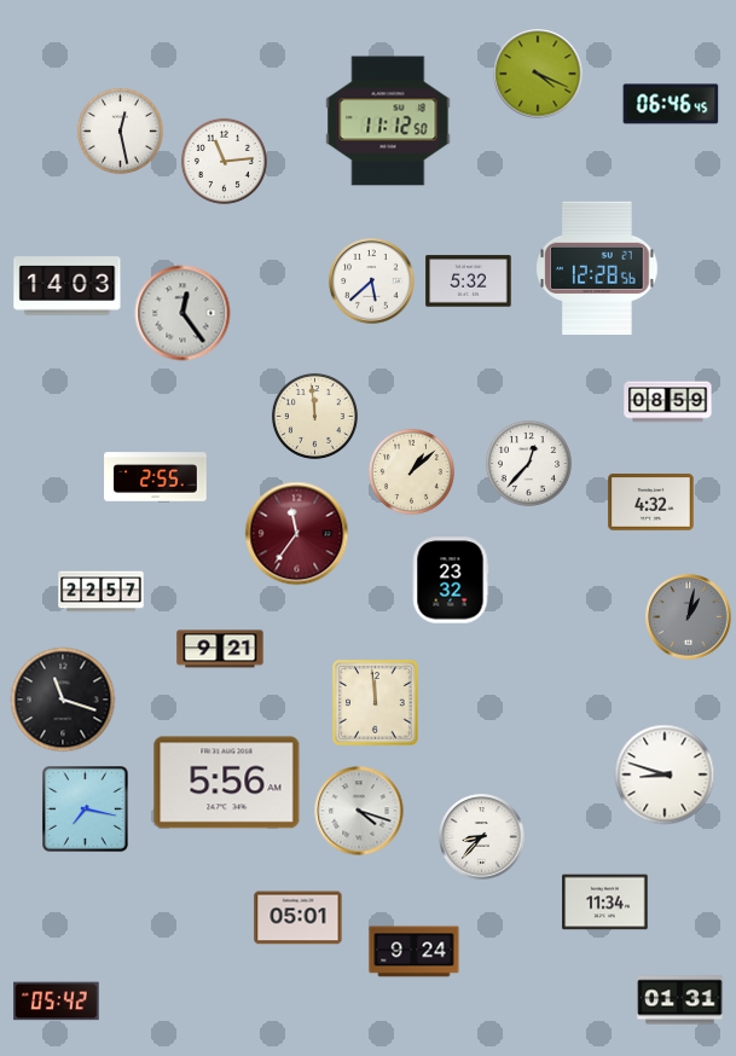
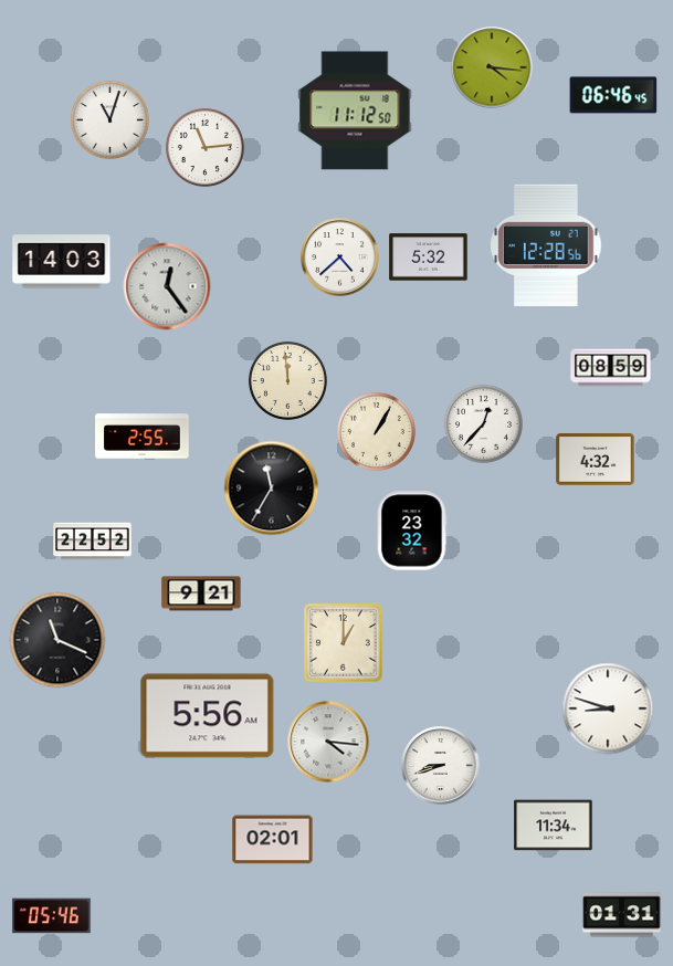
clock at (538, 74): 4:19 -> 4:16
clock at (120, 130): 12:28 -> 11:03
clock at (372, 282): 5:38 -> 4:38
clock at (411, 471): 1:08 -> 1:05
clock at (297, 534): 11:36 -> 11:35
clock at (297, 534) dial: burgundy -> black
clock at (102, 592): 22:57 -> 22:52
clock at (689, 617): 1:02 -> none
clock at (63, 700): 11:18 -> 11:19
clock at (376, 703): 11:59 -> 1:00
clock at (86, 810): 7:17 -> none
clock at (359, 811): 4:18 -> 4:16
clock at (482, 837): 8:37 -> 8:42
clock at (299, 918): 05:01 -> 02:01
clock at (415, 952): 9:24 -> none
clock at (57, 1002): 05:42 -> 05:46
